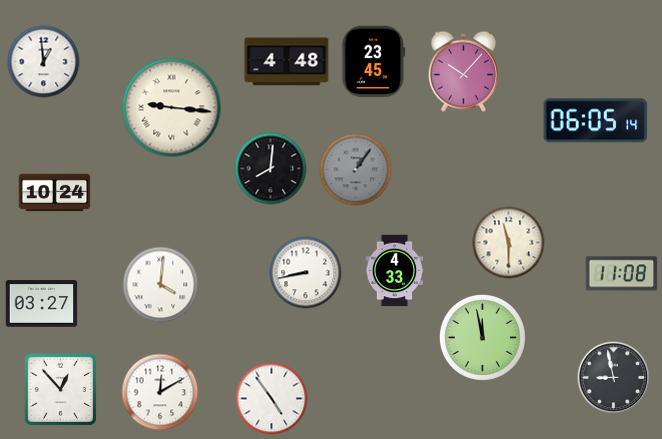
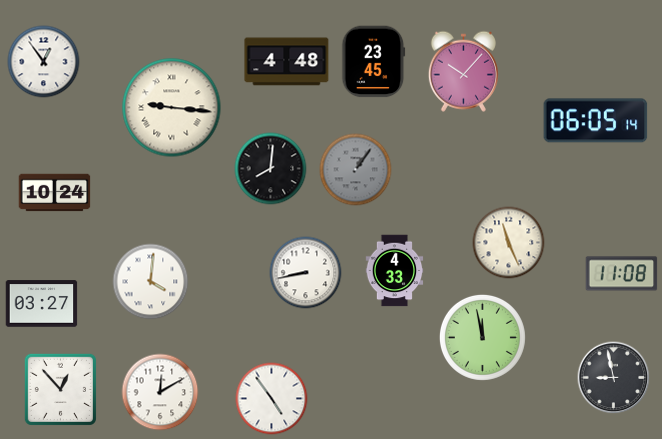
clock at (44, 62): 12:59 -> 12:54
clock at (509, 243): 11:30 -> 11:26
clock at (161, 285) position: (161, 285) -> (151, 282)
